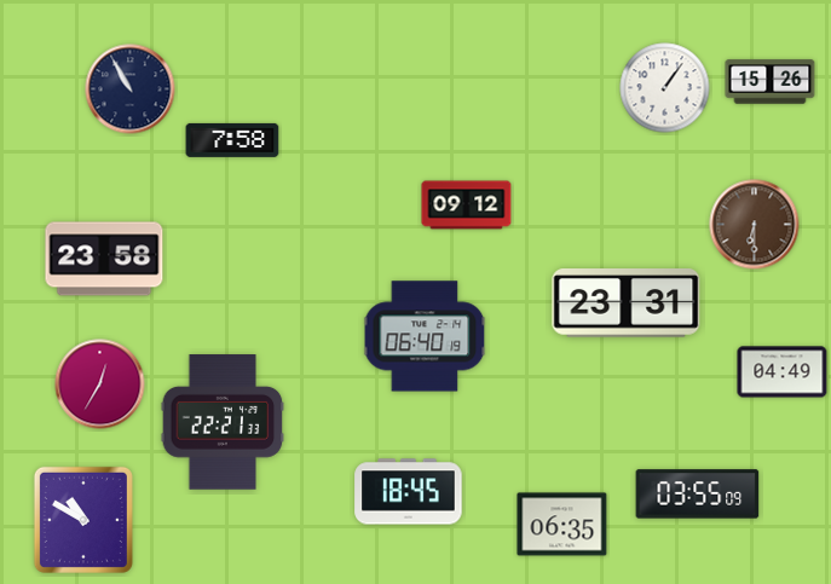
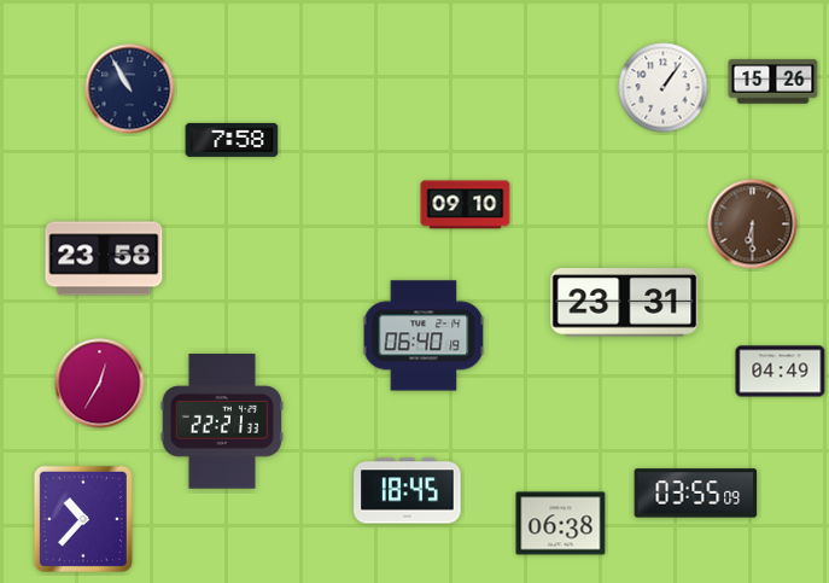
clock at (771, 82) position: (771, 82) -> (773, 82)
clock at (467, 206): 09:12 -> 09:10
clock at (83, 520): 10:50 -> 10:37
clock at (562, 525): 06:35 -> 06:38
